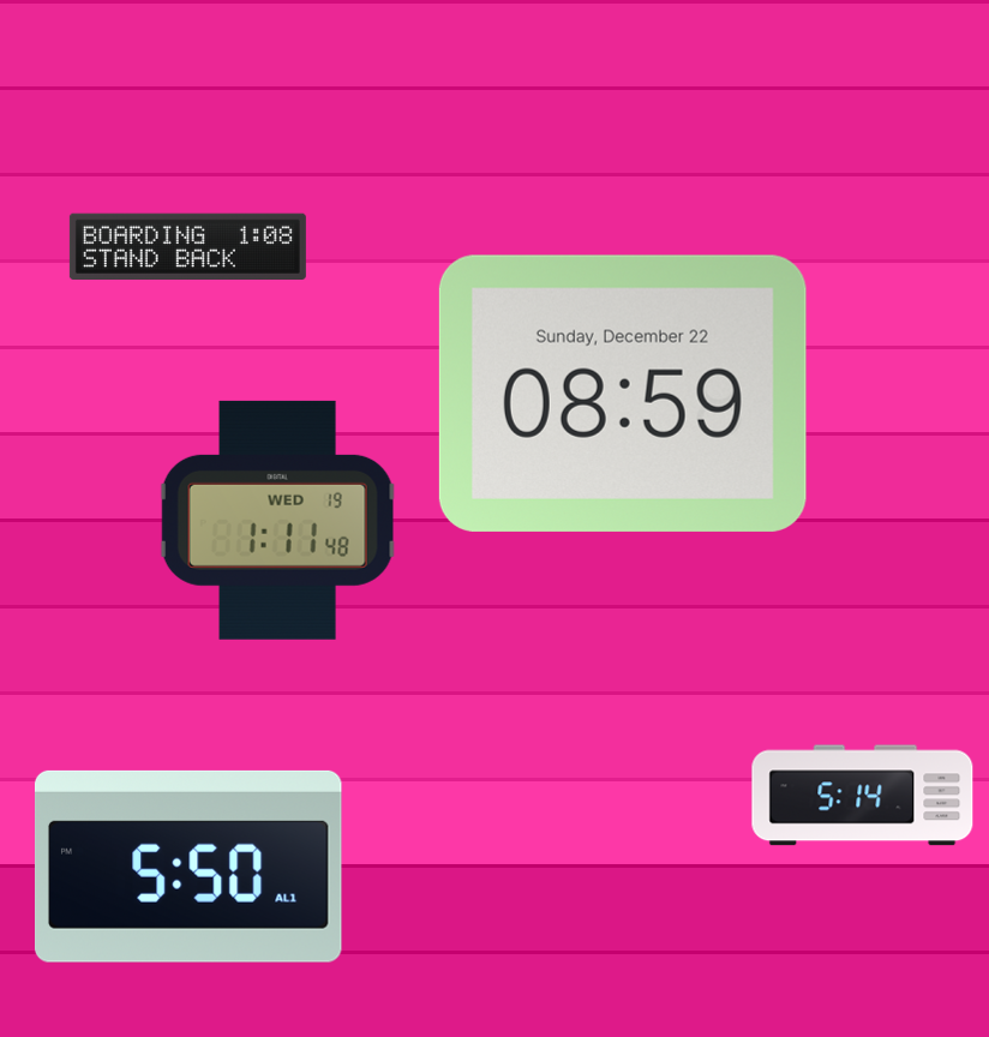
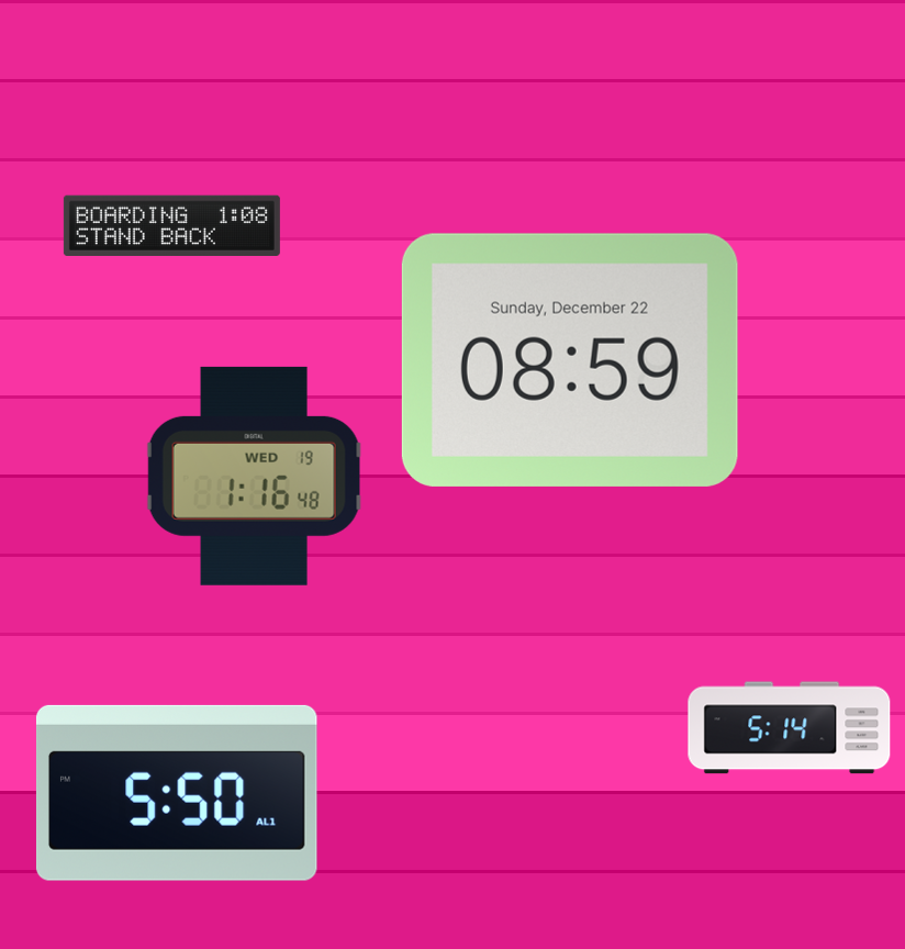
clock at (277, 520): 1:11 -> 1:16
clock at (188, 867) position: (188, 867) -> (177, 793)
